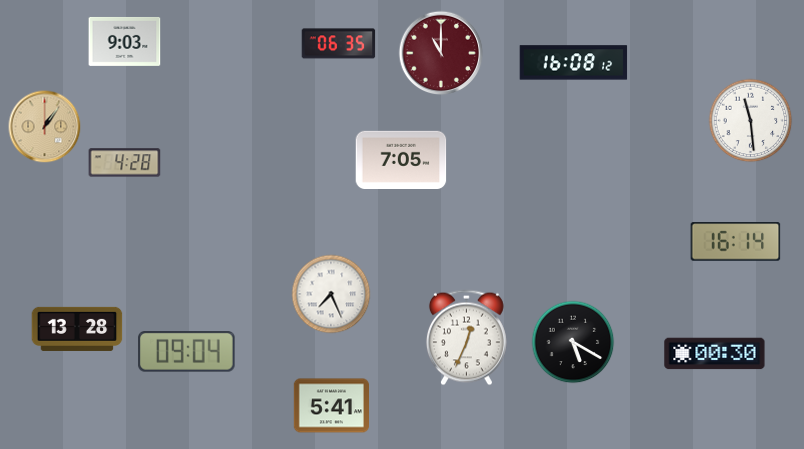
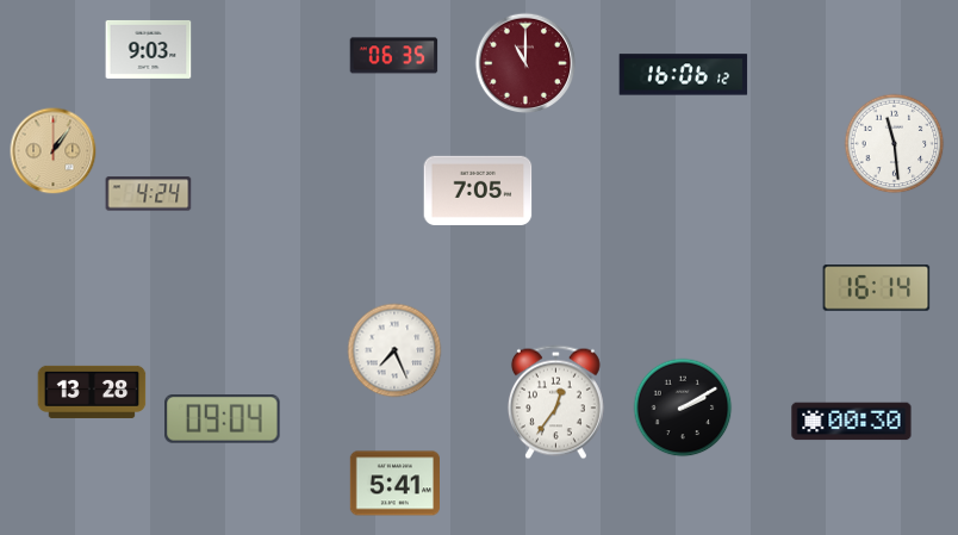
clock at (339, 44) position: (339, 44) -> (394, 56)
clock at (574, 63): 16:08 -> 16:06
clock at (125, 163): 4:28 -> 4:24
clock at (466, 338): 12:34 -> 12:36
clock at (573, 342): 5:20 -> 2:10
